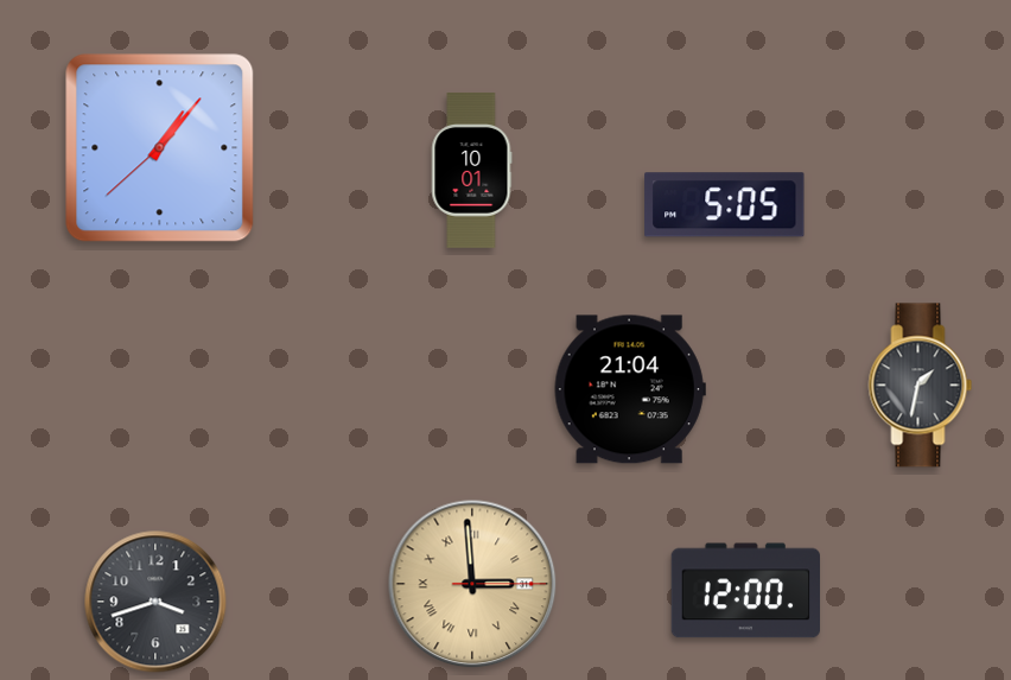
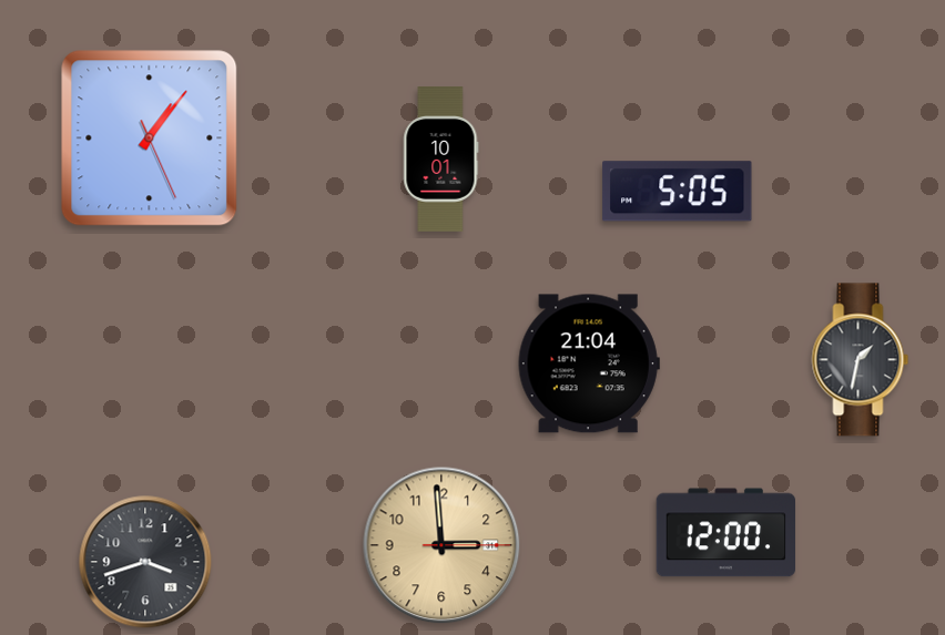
clock at (160, 148): 1:06:38 -> 1:06:26
clock at (472, 584) numerals: Roman -> Arabic
clock at (745, 591) position: (745, 591) -> (725, 533)
